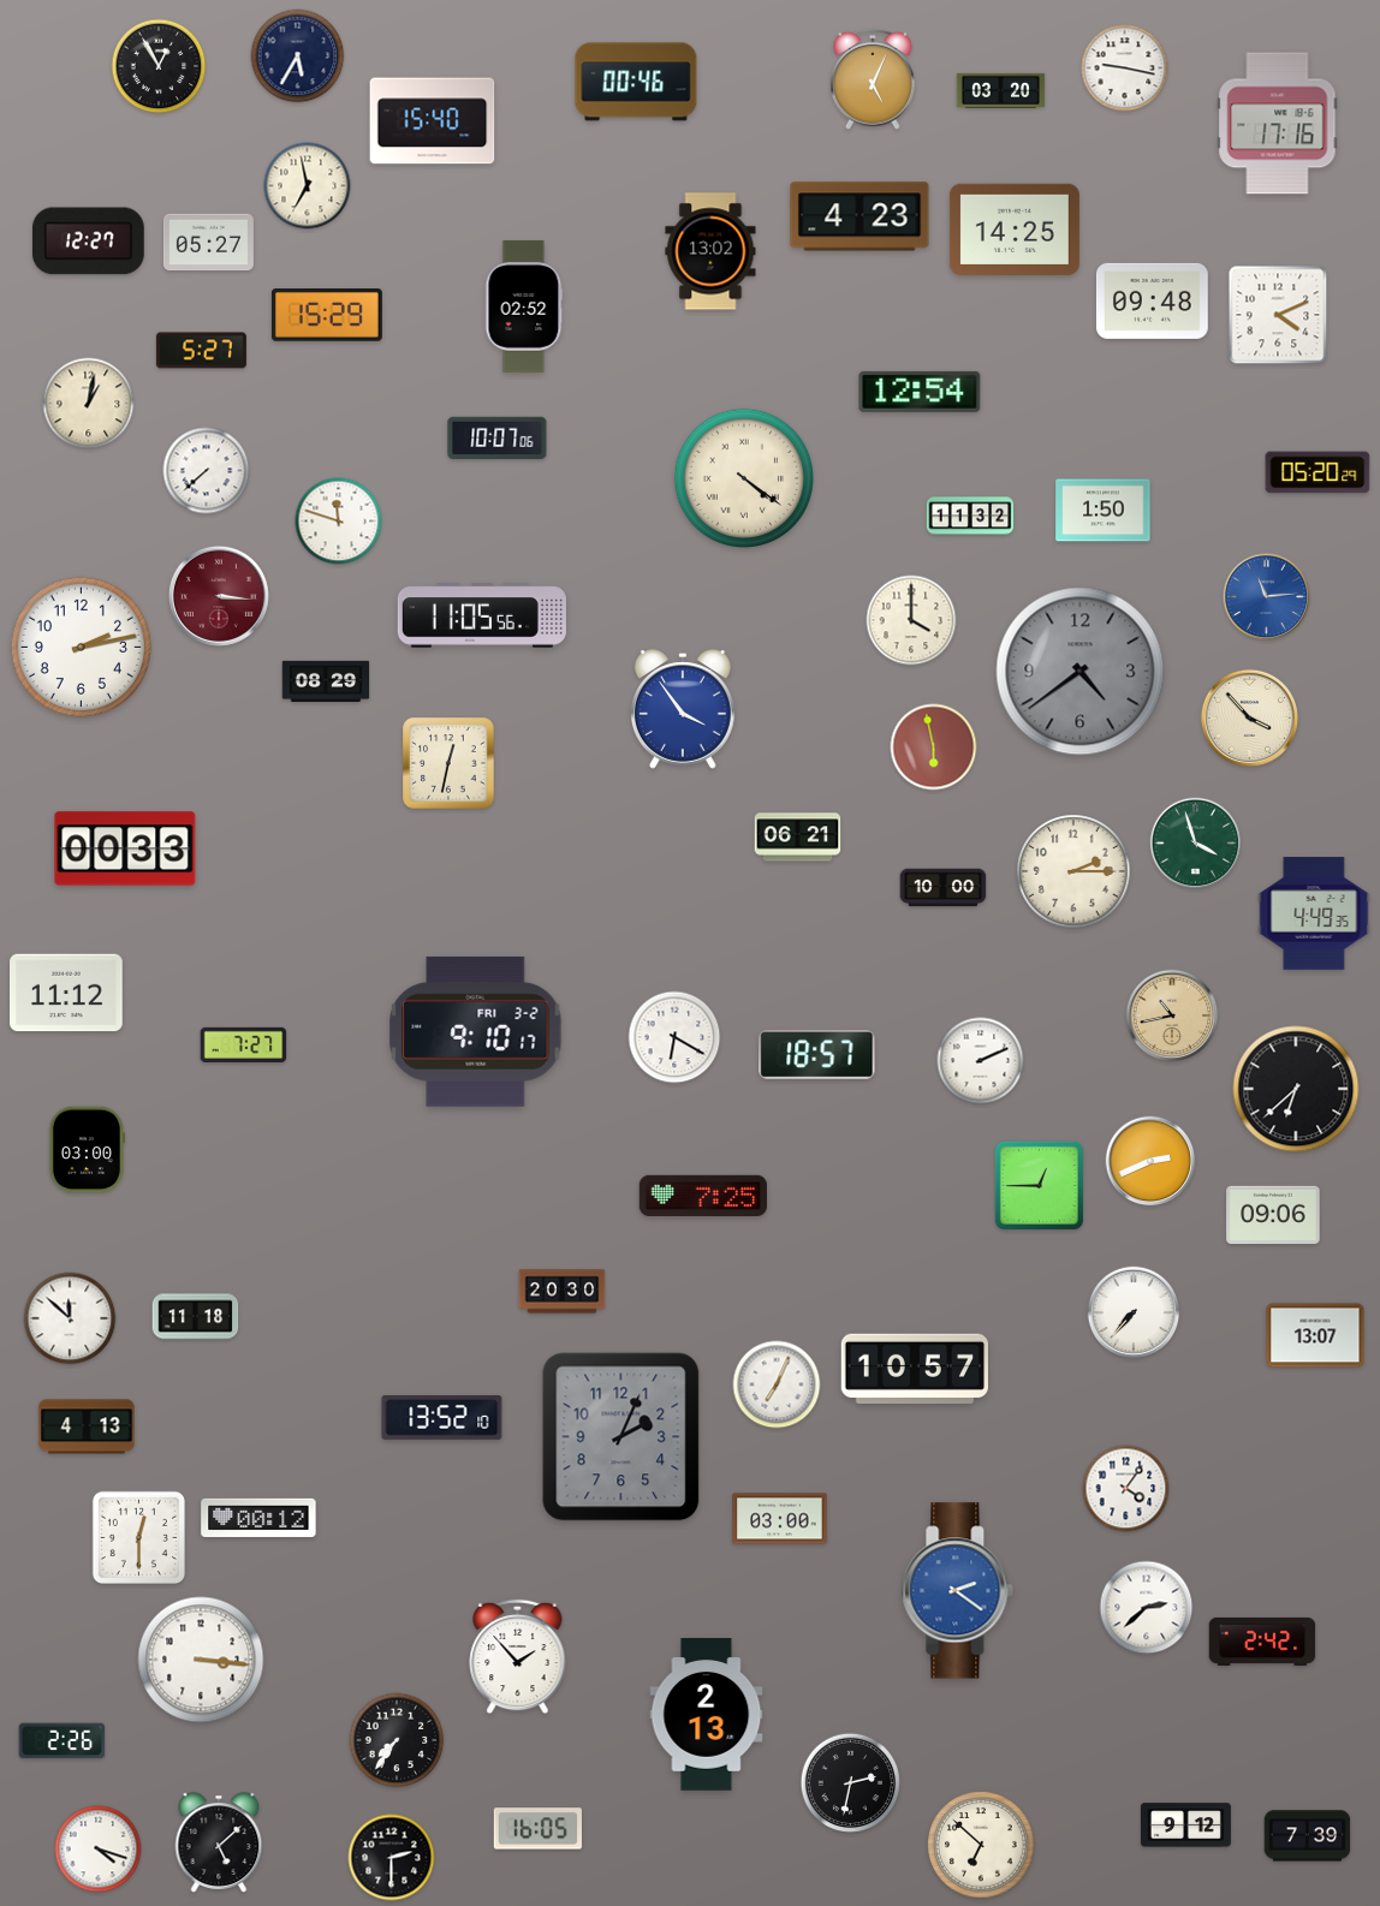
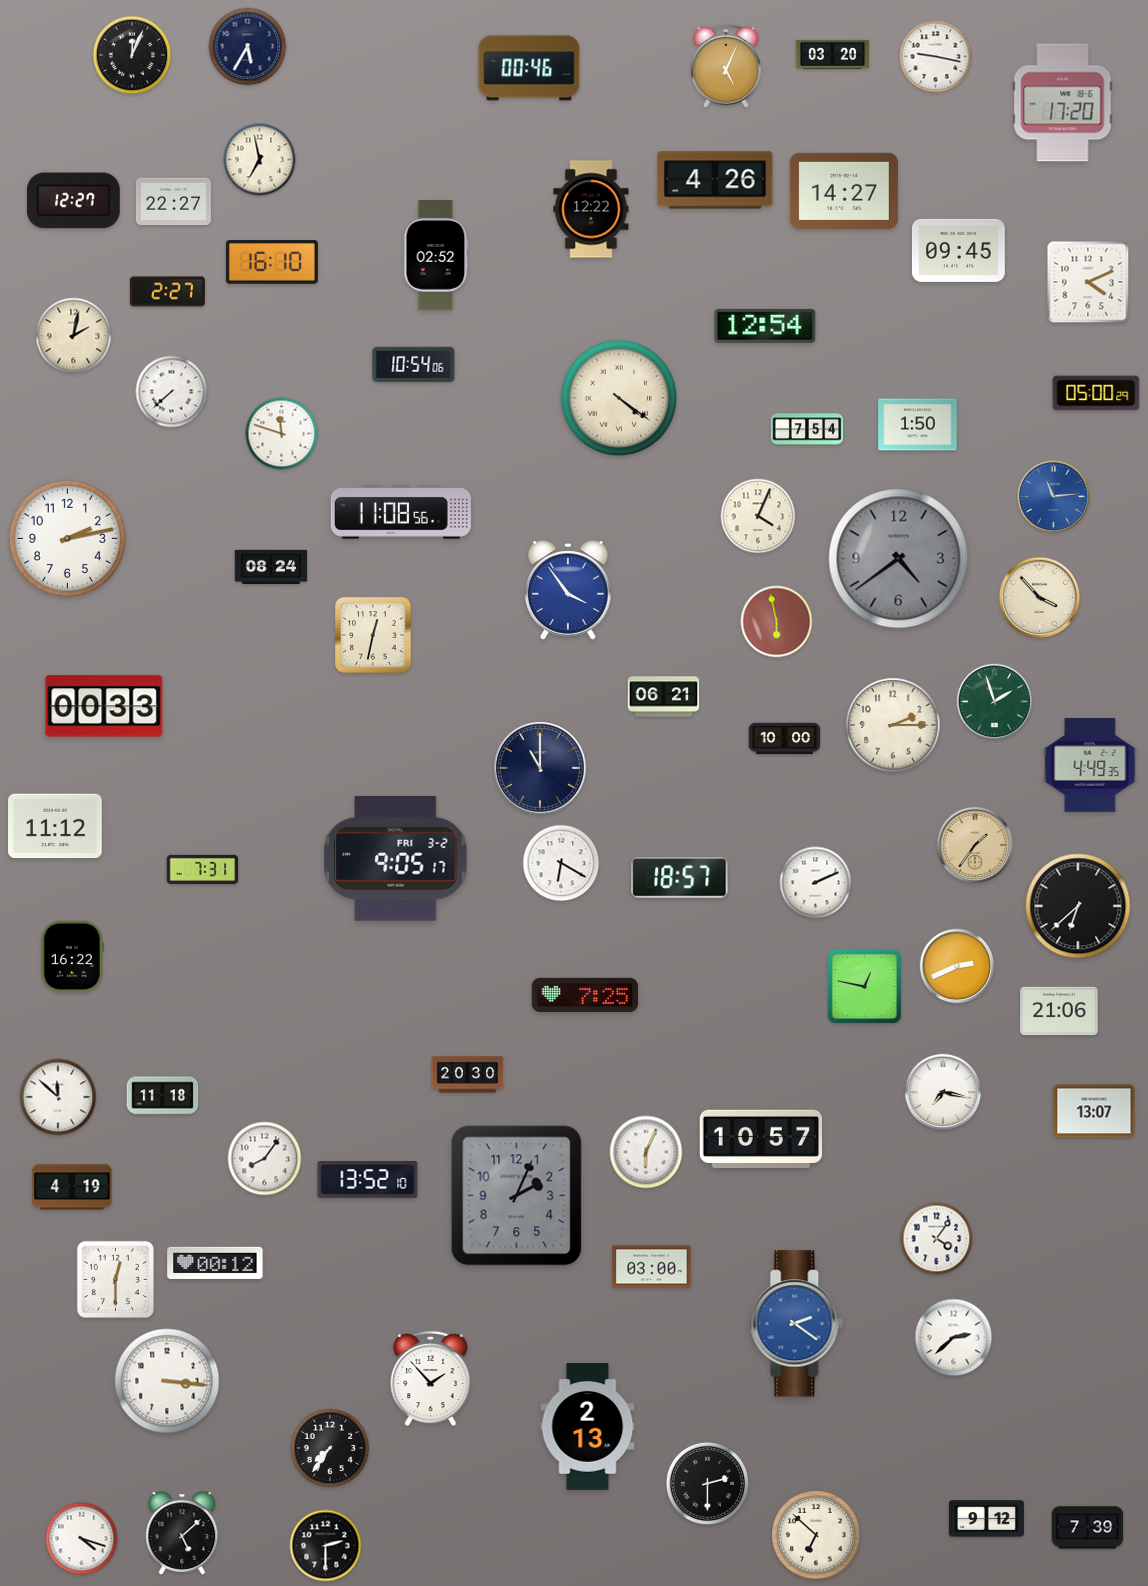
clock at (159, 66): 12:55 -> 12:04
clock at (1001, 90) position: (1001, 90) -> (833, 54)
clock at (433, 121): 15:40 -> none
clock at (1278, 124): 17:16 -> 17:20
clock at (308, 186) position: (308, 186) -> (260, 160)
clock at (859, 216): 4:23 -> 4:26
clock at (1015, 228): 14:25 -> 14:27
clock at (208, 243): 05:27 -> 22:27
clock at (710, 251): 13:02 -> 12:22
clock at (1153, 300): 09:48 -> 09:45
clock at (327, 315): 15:29 -> 16:10
clock at (1278, 315) position: (1278, 315) -> (1088, 282)
clock at (201, 351): 5:27 -> 2:27
clock at (89, 404): 1:02 -> 2:02
clock at (498, 437): 10:07 -> 10:54
clock at (1317, 472): 05:20 -> 05:00
clock at (970, 516): 11:32 -> 7:54
clock at (219, 596): 3:16 -> none
clock at (482, 615): 11:05 -> 11:08
clock at (911, 620): 4:00 -> 4:04
clock at (326, 681): 08:29 -> 08:24
clock at (1196, 844): 3:57 -> 1:57
clock at (1314, 913) position: (1314, 913) -> (1090, 765)
clock at (540, 768): none -> 11:00
clock at (1172, 1015): 10:43 -> 1:36
clock at (476, 1031): 9:10 -> 9:05
clock at (244, 1044): 7:27 -> 7:31
clock at (87, 1150): 03:00 -> 16:22
clock at (1039, 1185): 12:45 -> 12:47
clock at (1273, 1215): 09:06 -> 21:06
clock at (1134, 1312): 7:37 -> 7:17
clock at (777, 1384): 7:04 -> 6:04
clock at (265, 1159): none -> 8:06
clock at (87, 1426): 4:13 -> 4:19
clock at (780, 1519) position: (780, 1519) -> (652, 1267)
clock at (1262, 1642): 2:42 -> none
clock at (63, 1741): 2:26 -> none
clock at (850, 1782): 2:32 -> 2:30
clock at (537, 1829): 16:05 -> none
